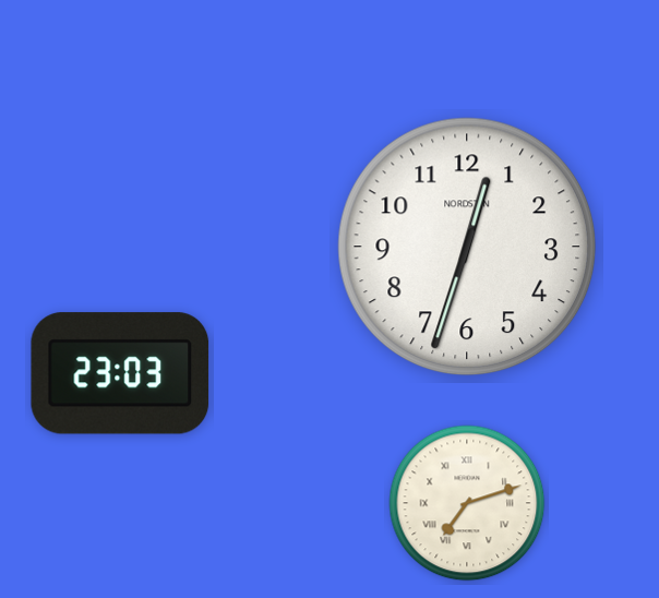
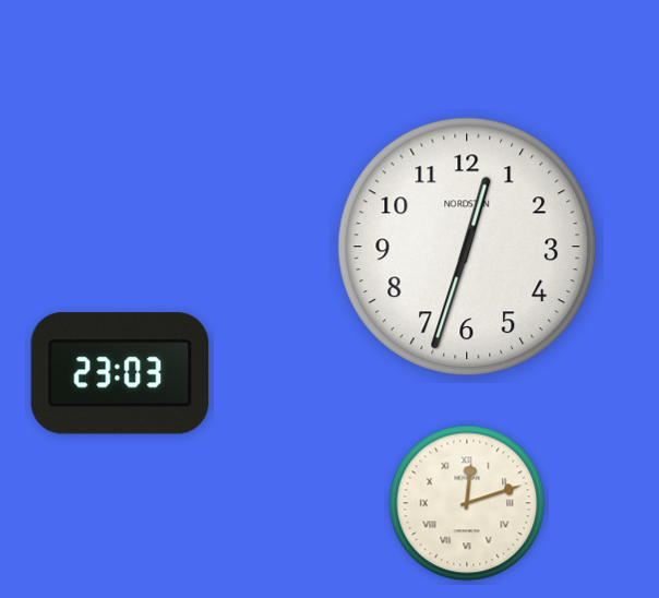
clock at (467, 503): 7:12 -> 12:12
